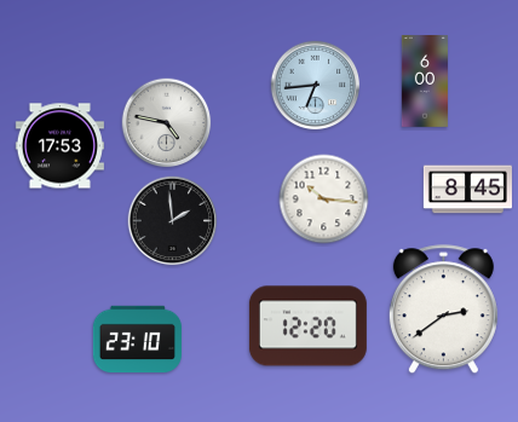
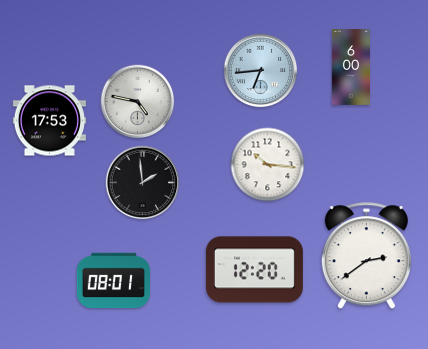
clock at (467, 190): 8:45 -> none
clock at (137, 340): 23:10 -> 08:01
